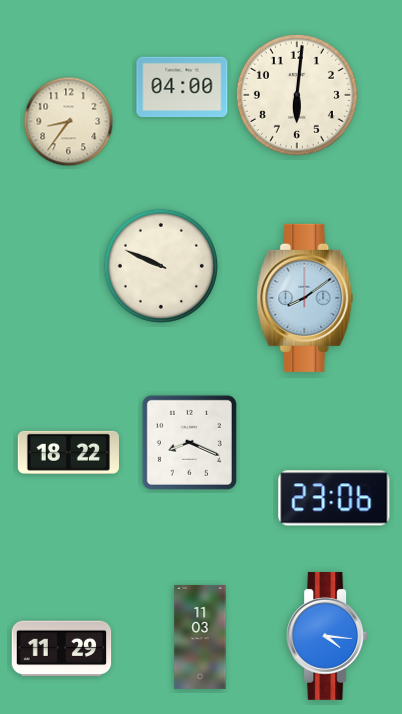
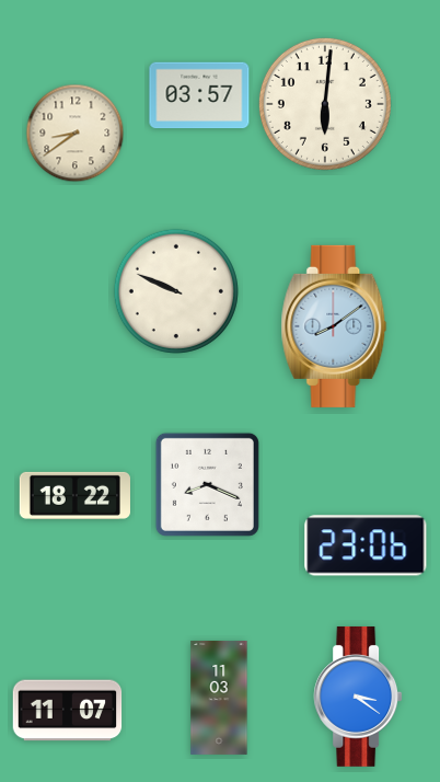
clock at (182, 87): 04:00 -> 03:57
clock at (69, 122): 8:36 -> 8:39
clock at (327, 636): 4:16 -> 3:21
clock at (62, 649): 11:29 -> 11:07
